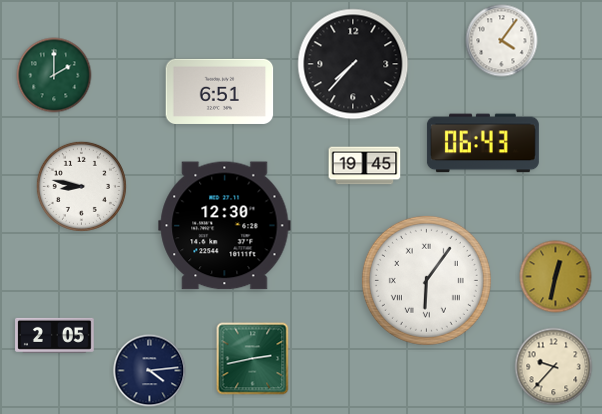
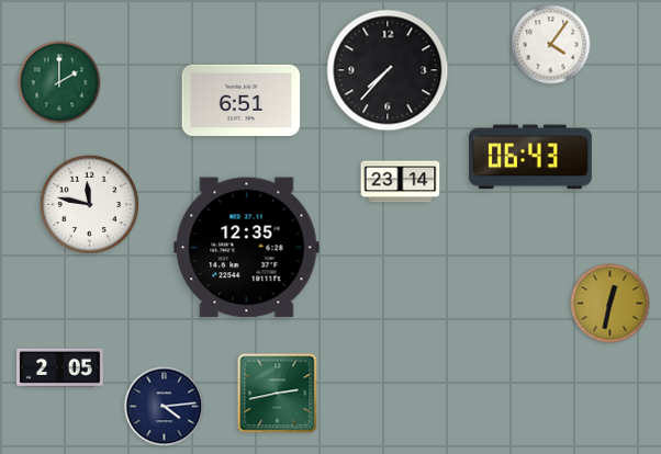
clock at (365, 166): 19:45 -> 23:14
clock at (81, 186): 8:47 -> 11:47
clock at (225, 226): 12:30 -> 12:35
clock at (426, 280): 6:06 -> none
clock at (554, 367): 9:37 -> none
